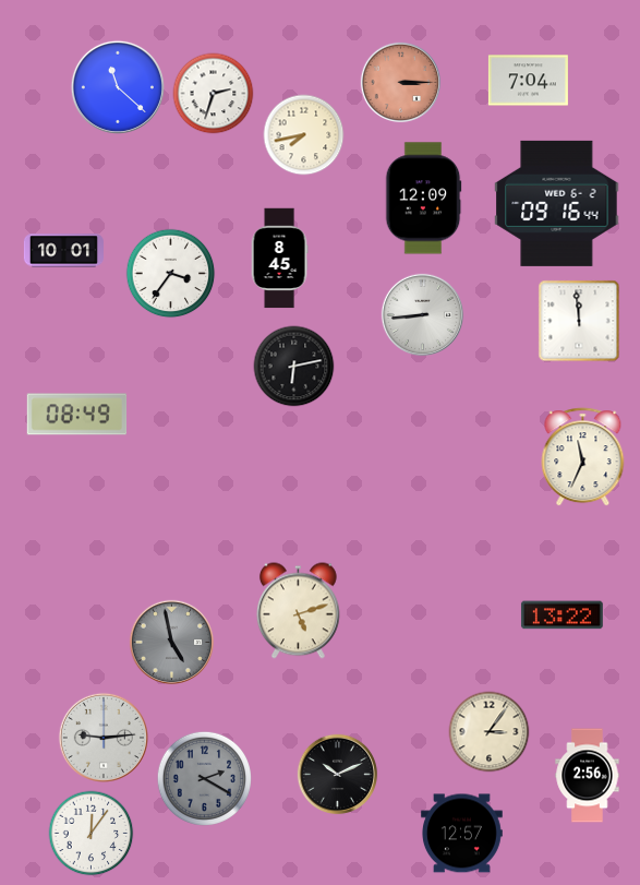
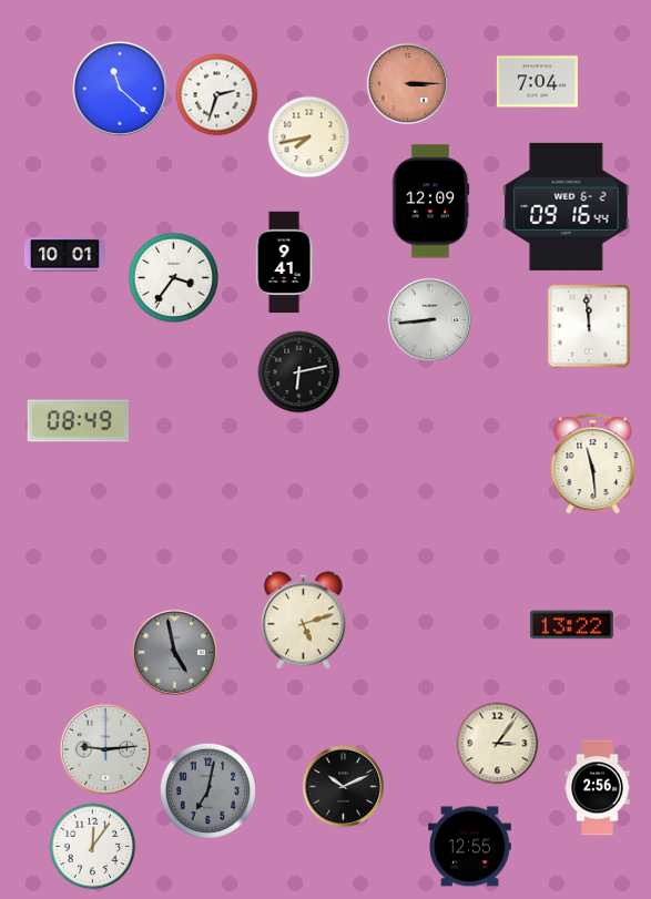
clock at (279, 259): 8:45 -> 9:41
clock at (583, 457): 11:34 -> 11:29
clock at (204, 778): 2:20 -> 7:02
clock at (462, 834): 12:57 -> 12:55
